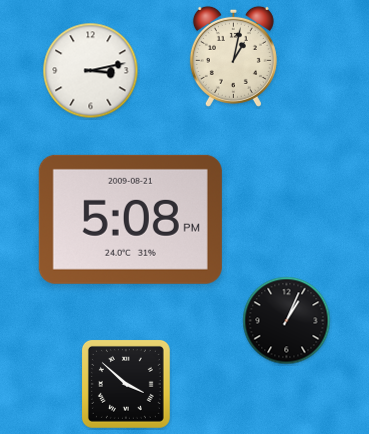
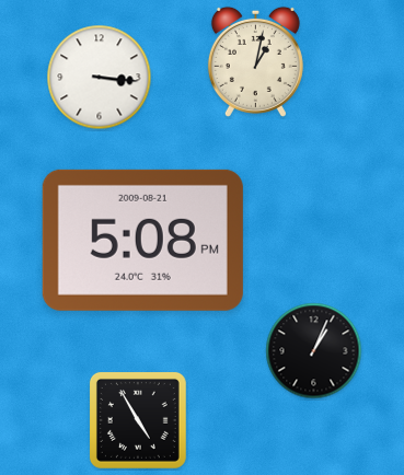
clock at (91, 71): 3:13 -> 3:16
clock at (126, 384): 3:52 -> 4:55
